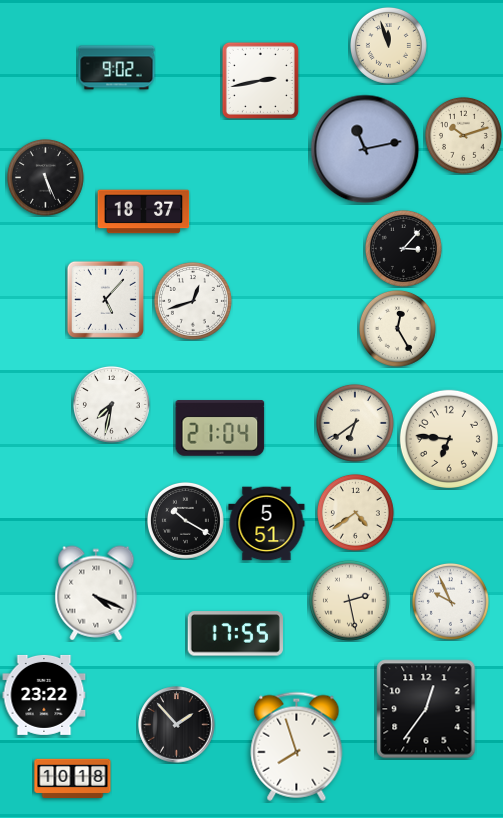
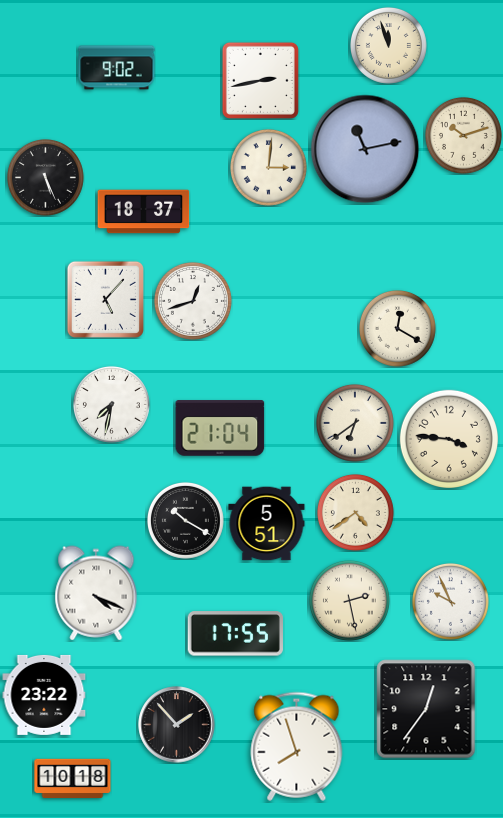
clock at (268, 167): none -> 3:01
clock at (403, 248): 3:07 -> none
clock at (397, 328): 12:25 -> 12:20
clock at (448, 438): 6:46 -> 3:46
